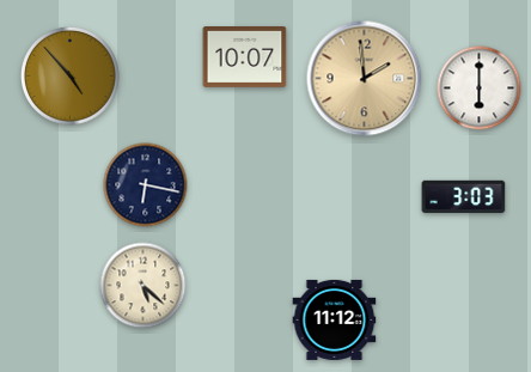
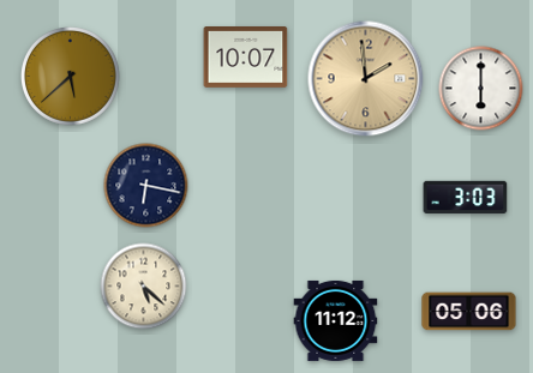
clock at (71, 77): 4:53 -> 5:38
clock at (469, 312): none -> 05:06
